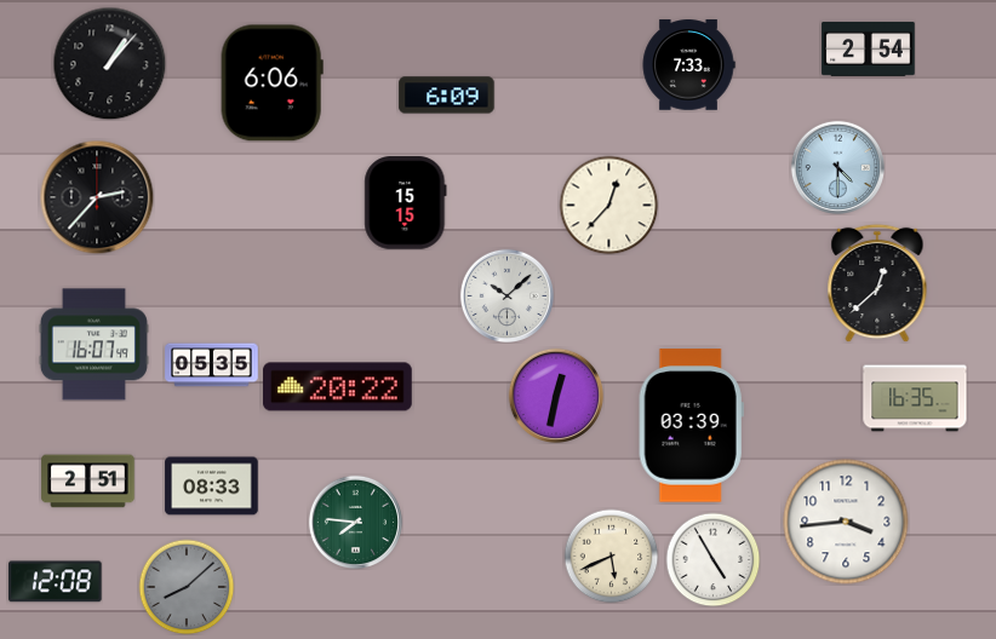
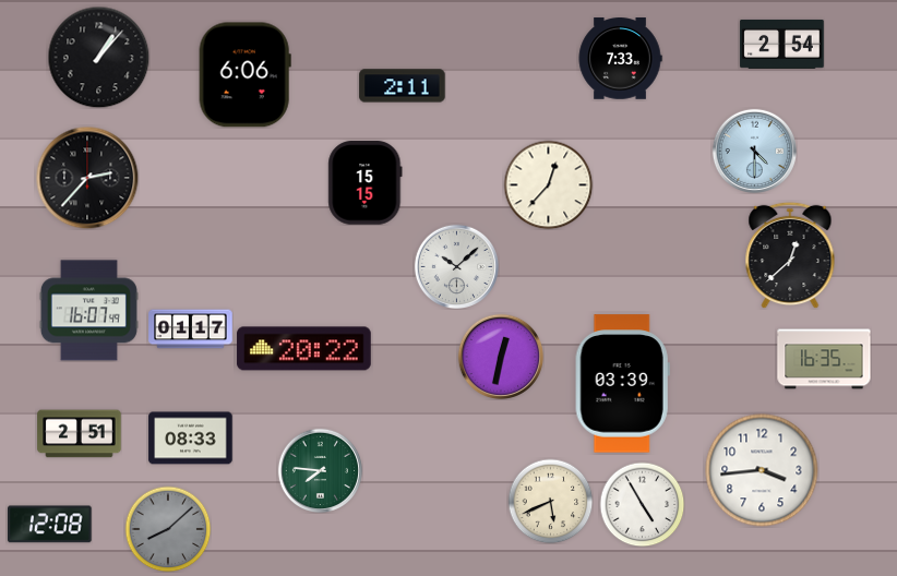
clock at (447, 96): 6:09 -> 2:11
clock at (93, 345) position: (93, 345) -> (88, 311)
clock at (212, 365): 05:35 -> 01:17
